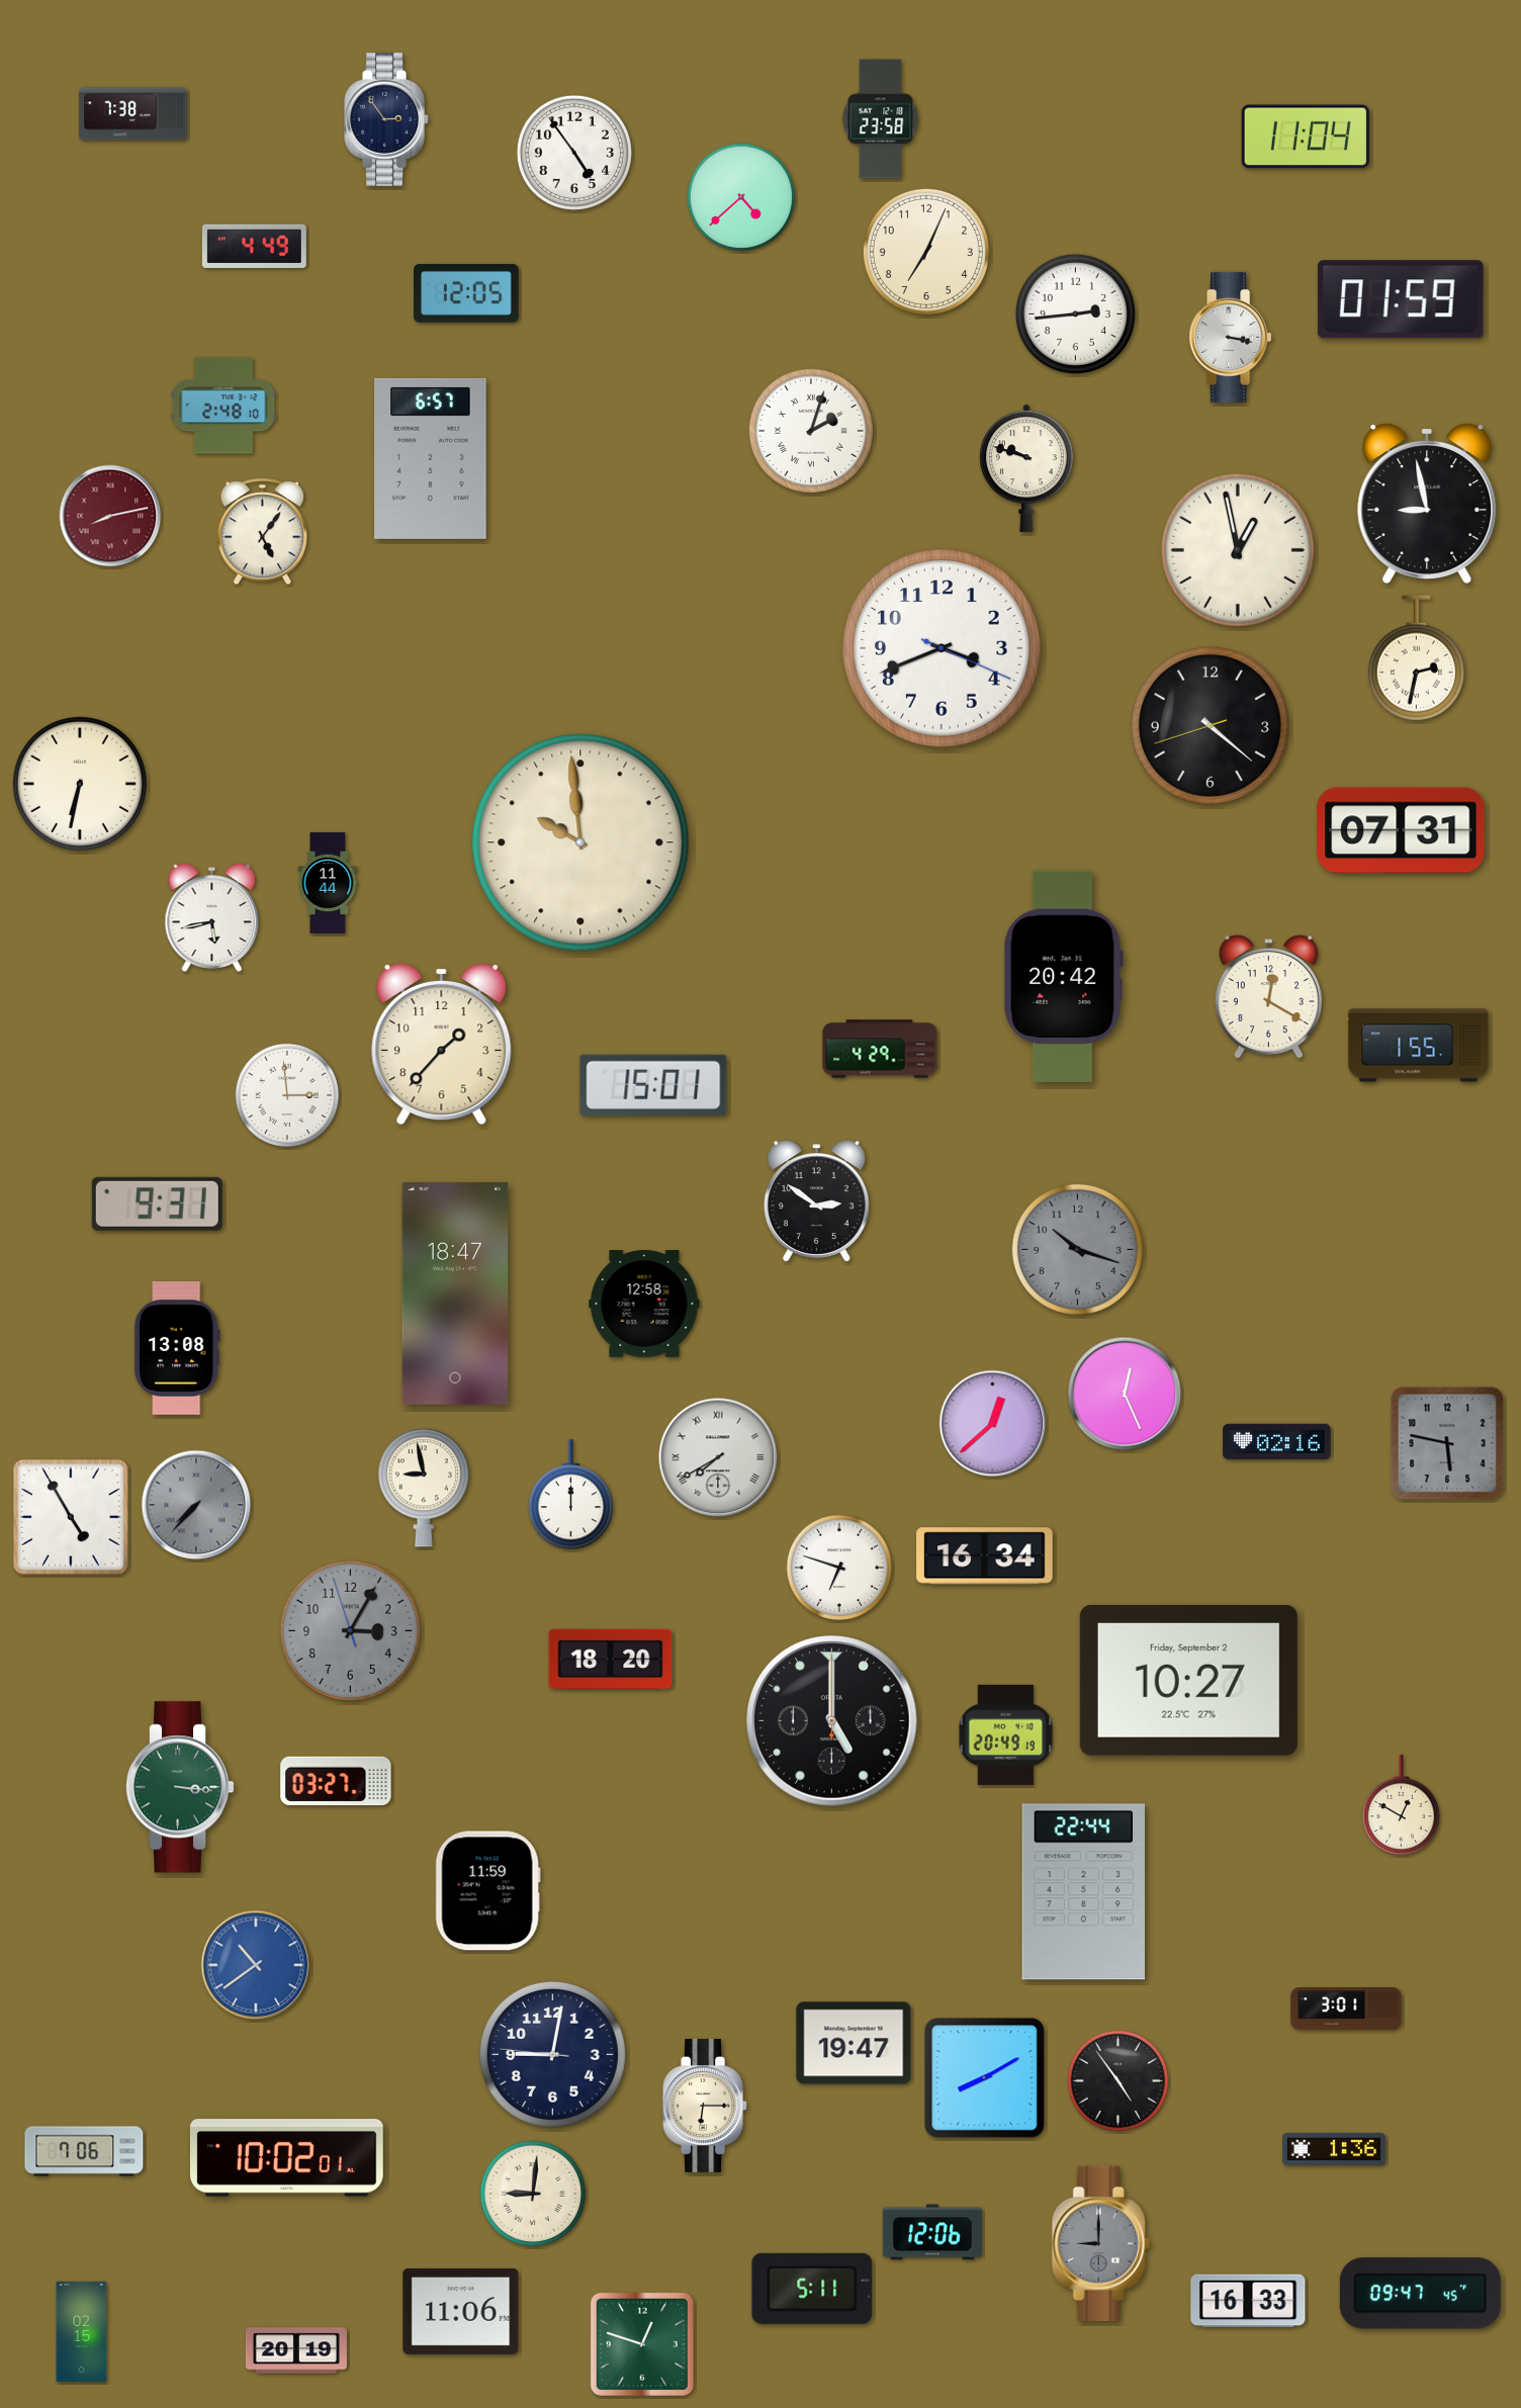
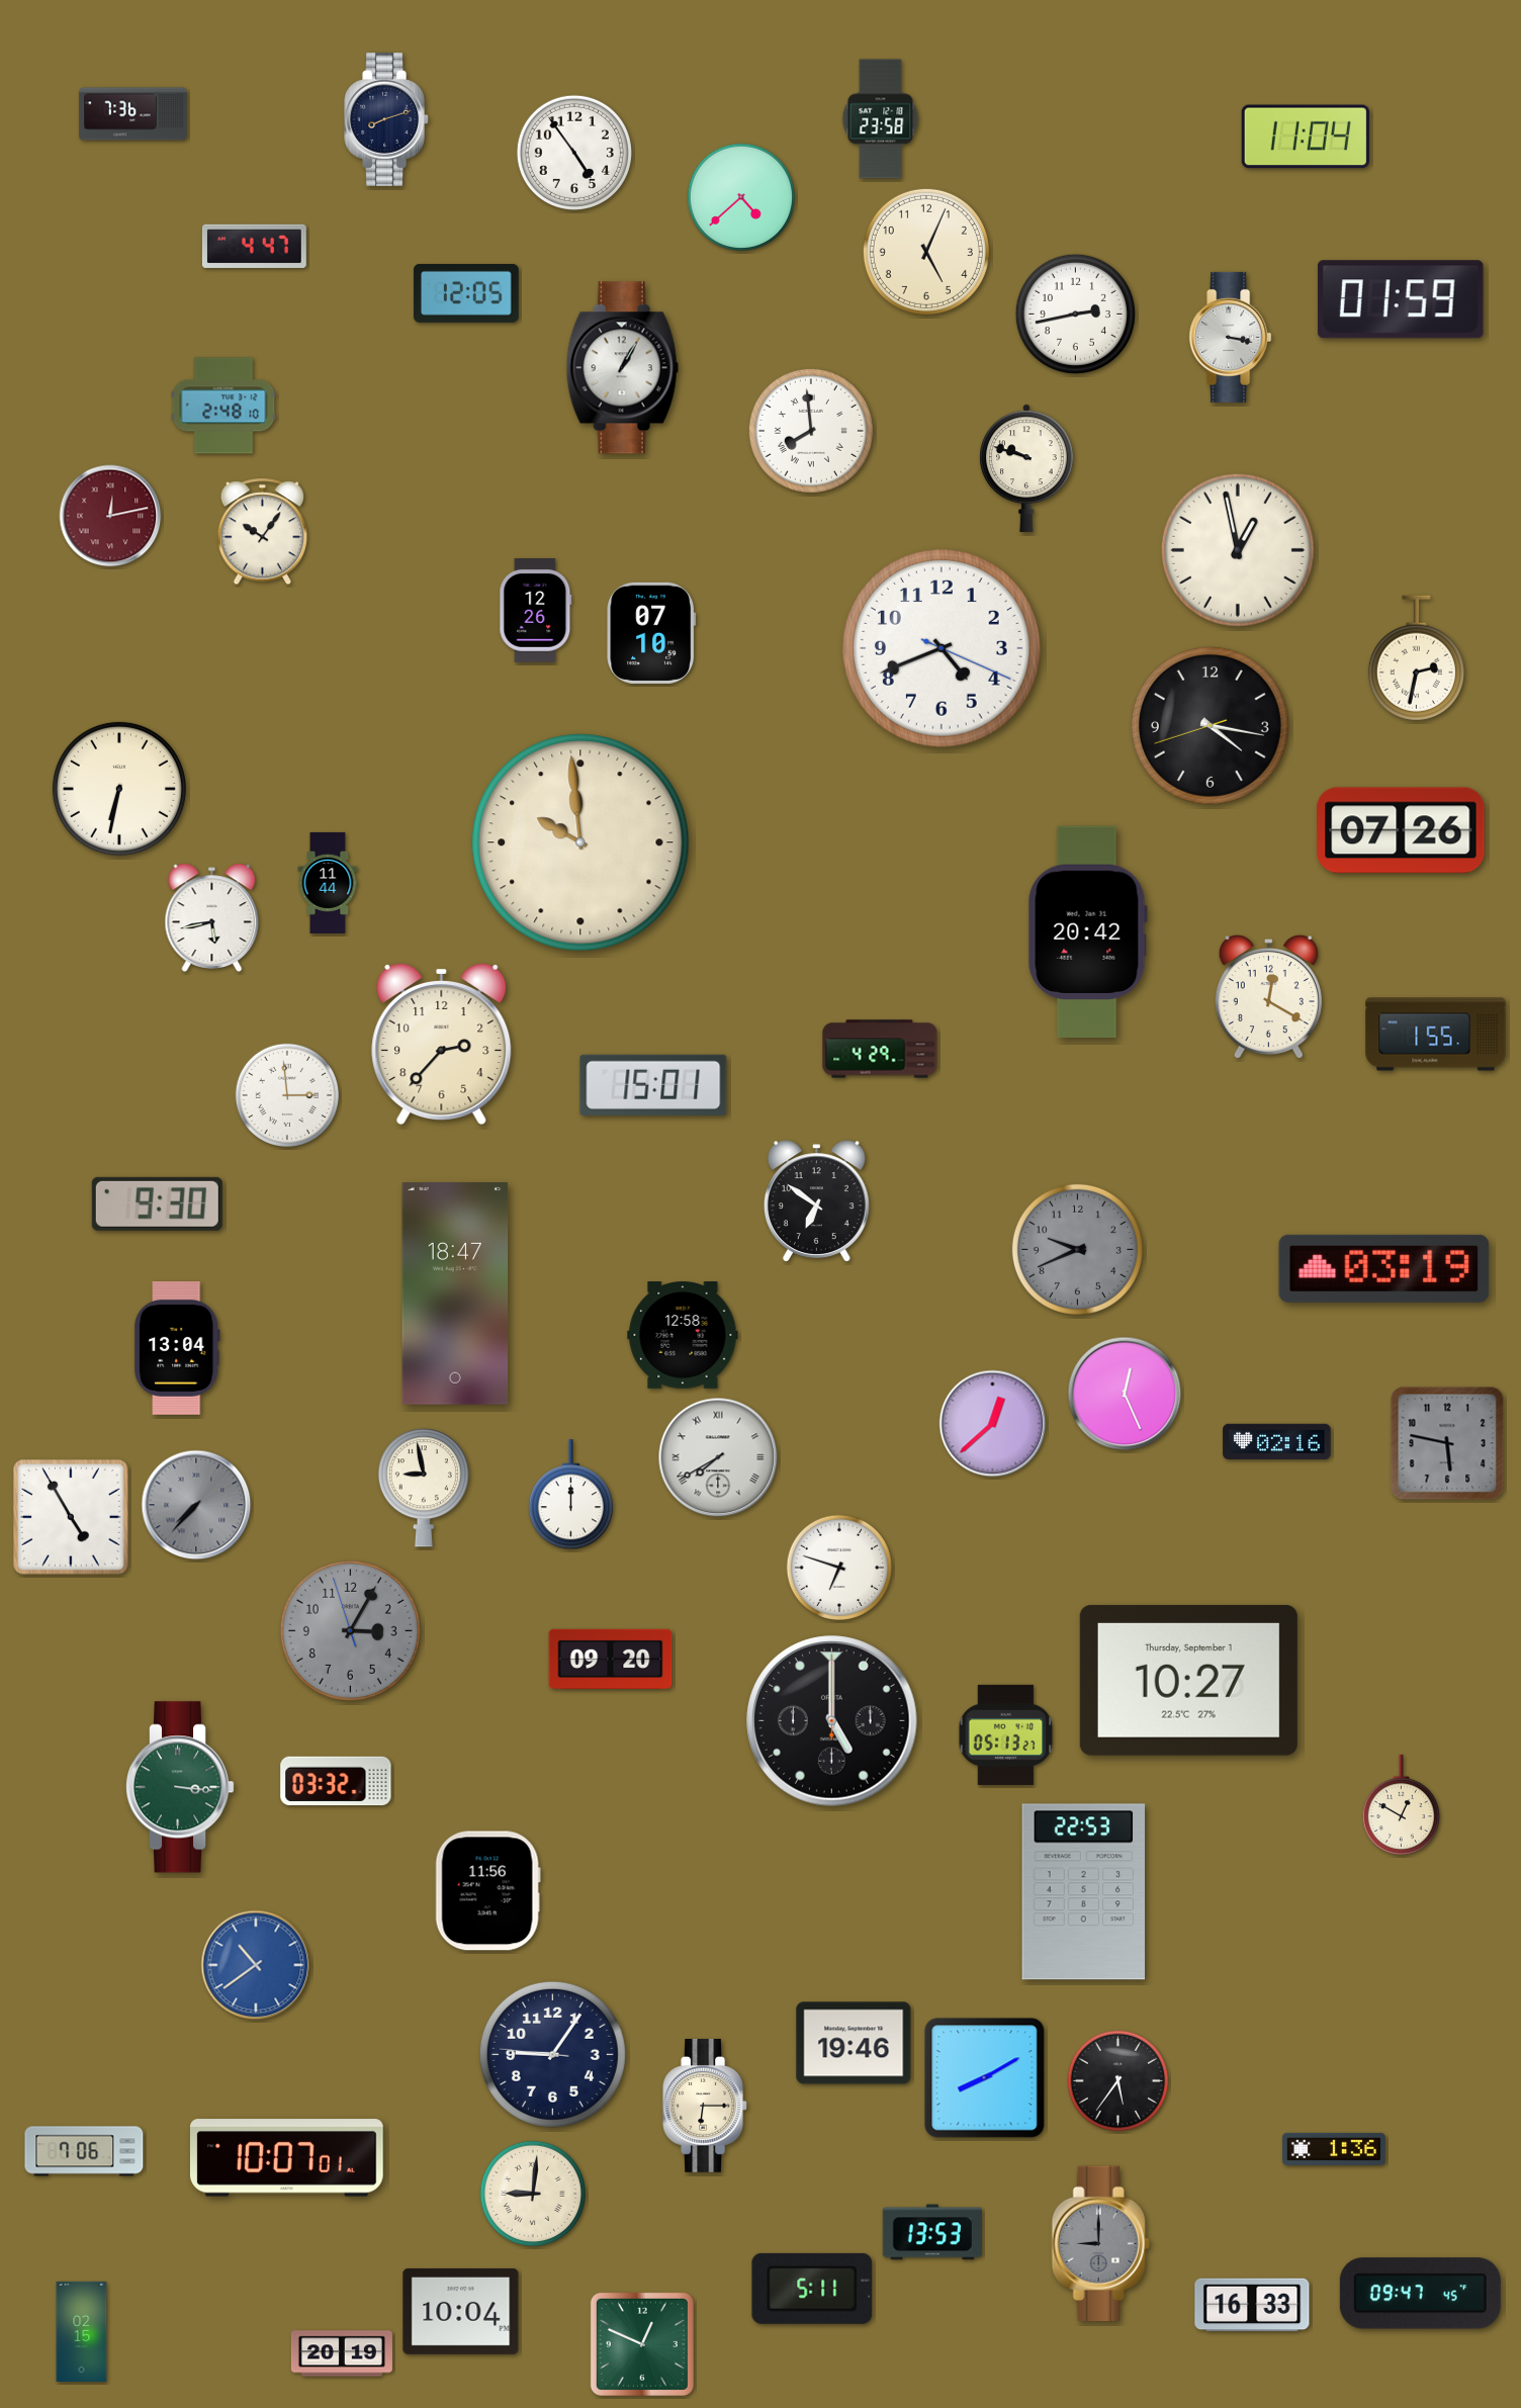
clock at (133, 114): 7:38 -> 7:36
clock at (386, 119): 2:54 -> 8:12
clock at (254, 246): 4:49 -> 4:47
clock at (926, 252): 7:04 -> 5:04
clock at (1075, 314): 2:44 -> 2:43
clock at (622, 368): none -> 1:05
clock at (811, 431): 2:03 -> 7:59
clock at (431, 458): 6:57 -> none
clock at (1427, 504): 8:58 -> none
clock at (110, 516): 8:13 -> 12:13
clock at (262, 532): 5:06 -> 10:06
clock at (536, 610): none -> 12:26
clock at (651, 633): none -> 07:10
clock at (942, 648): 3:41 -> 4:41
clock at (1210, 725): 4:21 -> 4:16
clock at (80, 784) position: (80, 784) -> (119, 789)
clock at (1401, 830): 07:31 -> 07:26
clock at (1063, 977) position: (1063, 977) -> (1087, 932)
clock at (442, 1044): 1:37 -> 2:37
clock at (1419, 1046) position: (1419, 1046) -> (1436, 1035)
clock at (816, 1201): 2:51 -> 6:51
clock at (157, 1203): 9:31 -> 9:30
clock at (1077, 1249): 10:18 -> 9:41
clock at (1384, 1268): none -> 03:19
clock at (644, 1305) position: (644, 1305) -> (683, 1336)
clock at (177, 1348): 13:08 -> 13:04
clock at (985, 1556): 16:34 -> none
clock at (611, 1660): 18:20 -> 09:20
clock at (1188, 1680) date: Friday, September 2 -> Thursday, September 1
clock at (1006, 1734): 20:49 -> 05:13
clock at (336, 1781): 03:27 -> 03:32
clock at (487, 1891): 11:59 -> 11:56
clock at (1083, 1892): 22:44 -> 22:53
clock at (1346, 2009): 3:01 -> none
clock at (854, 2043): 19:47 -> 19:46
clock at (552, 2054): 9:01 -> 9:05
clock at (1119, 2081): 4:54 -> 5:36
clock at (286, 2158): 10:02 -> 10:07
clock at (932, 2232): 12:06 -> 13:53
clock at (1248, 2301) position: (1248, 2301) -> (1252, 2305)
clock at (461, 2311): 11:06 -> 10:04
clock at (642, 2344): 12:48 -> 12:49
clock at (296, 2350) position: (296, 2350) -> (342, 2353)
